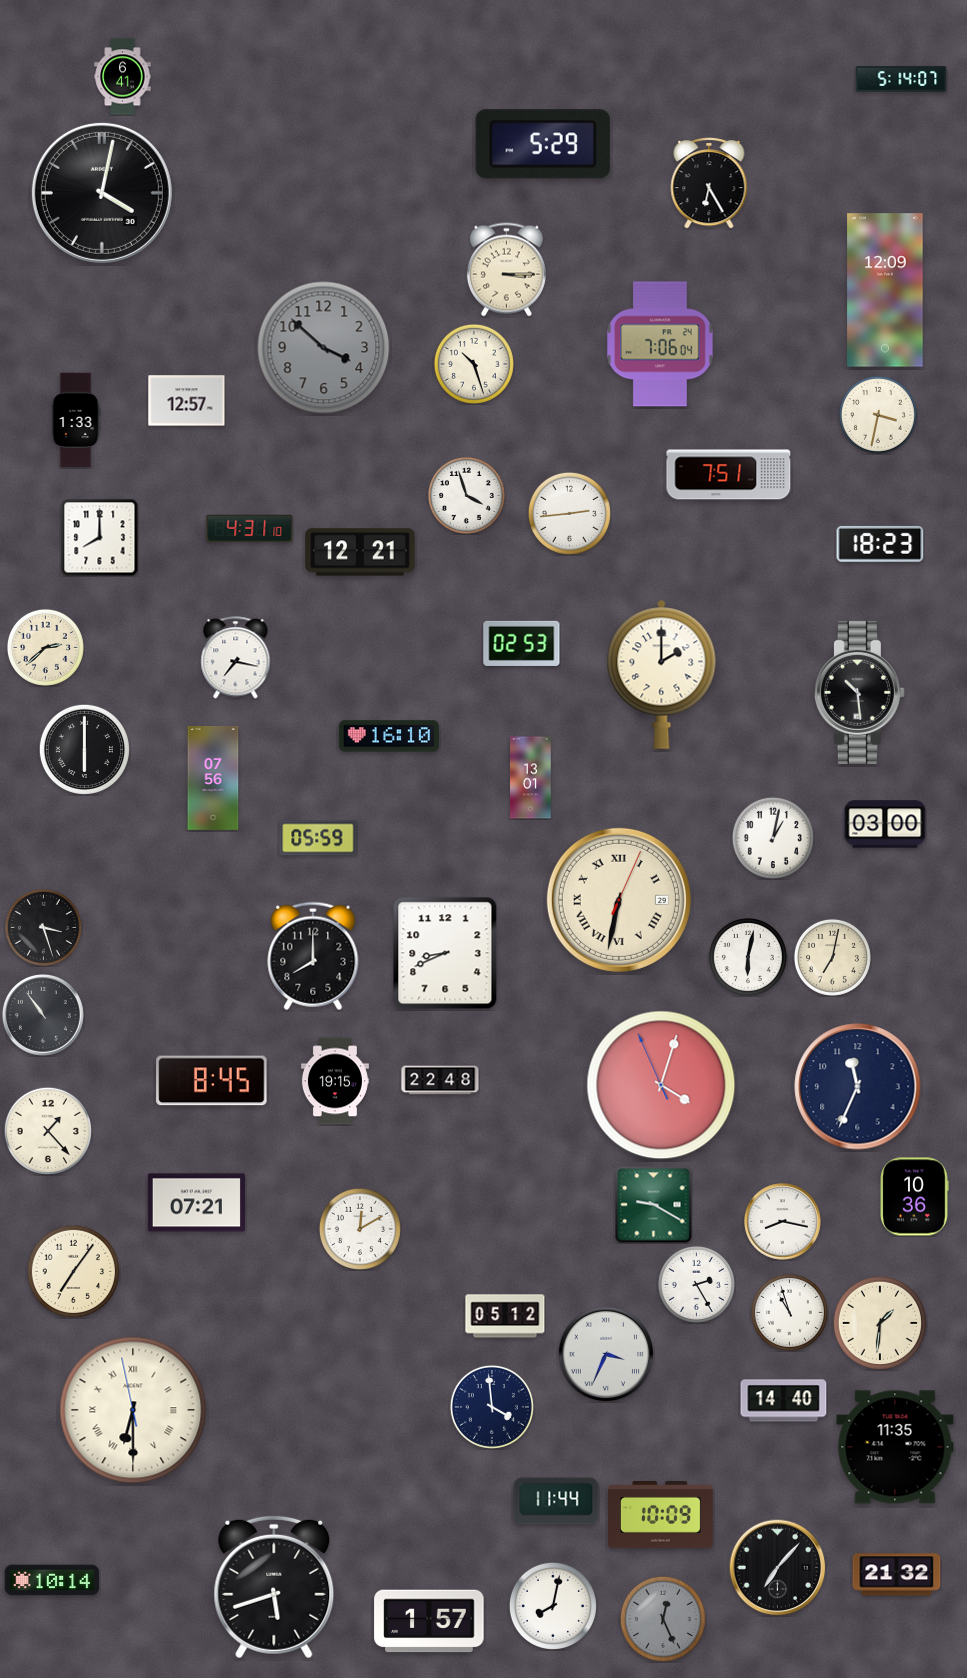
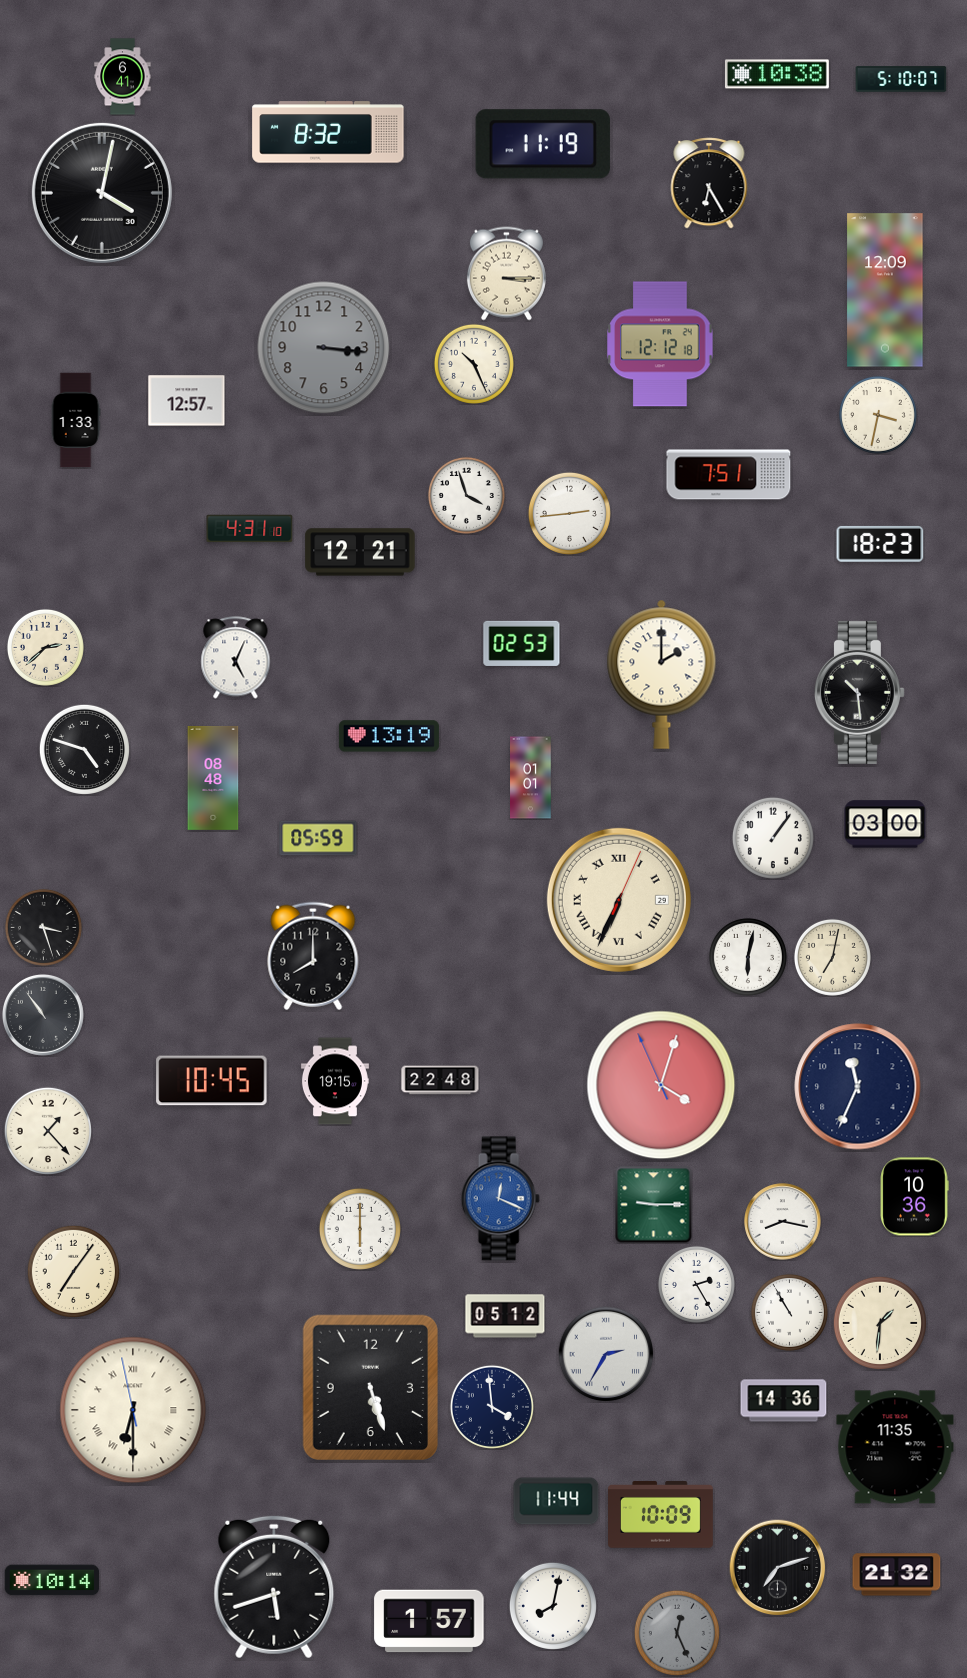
clock at (777, 74): none -> 10:38
clock at (901, 79): 5:14 -> 5:10
clock at (328, 132): none -> 8:32
clock at (543, 144): 5:29 -> 11:19
clock at (506, 270) position: (506, 270) -> (506, 274)
clock at (660, 344): 7:06 -> 12:12
clock at (324, 348): 3:52 -> 3:16
clock at (474, 364): 10:27 -> 10:26
clock at (99, 537): 8:00 -> none
clock at (236, 658): 7:17 -> 5:04
clock at (389, 736): 16:10 -> 13:19
clock at (84, 749): 6:00 -> 4:48
clock at (531, 778): 13:01 -> 01:01
clock at (213, 779): 07:56 -> 08:48
clock at (773, 838): 1:02 -> 1:06
clock at (619, 900): 6:32 -> 6:34
clock at (445, 953): 8:41 -> none
clock at (212, 1081): 8:45 -> 10:45
clock at (500, 1199): none -> 12:19
clock at (196, 1203): 07:21 -> none
clock at (654, 1205): 9:20 -> 9:15
clock at (360, 1229): 12:10 -> 6:00
clock at (789, 1312): 10:57 -> 10:55
clock at (606, 1354): 3:34 -> 2:35
clock at (370, 1387): none -> 5:27
clock at (784, 1401): 14:40 -> 14:36
clock at (778, 1568): 7:07 -> 7:12
clock at (663, 1619) position: (663, 1619) -> (677, 1633)
